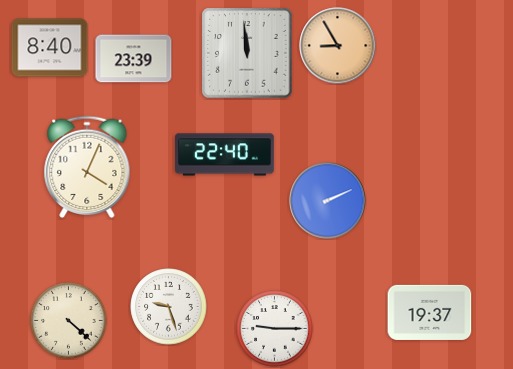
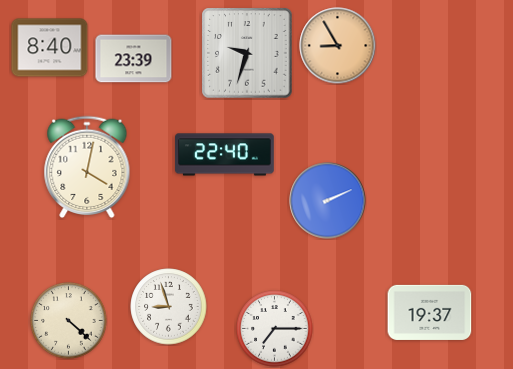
clock at (247, 53): 11:59 -> 9:33
clock at (87, 167): 4:04 -> 4:02
clock at (169, 307): 9:27 -> 8:57
clock at (275, 329): 9:15 -> 7:15
